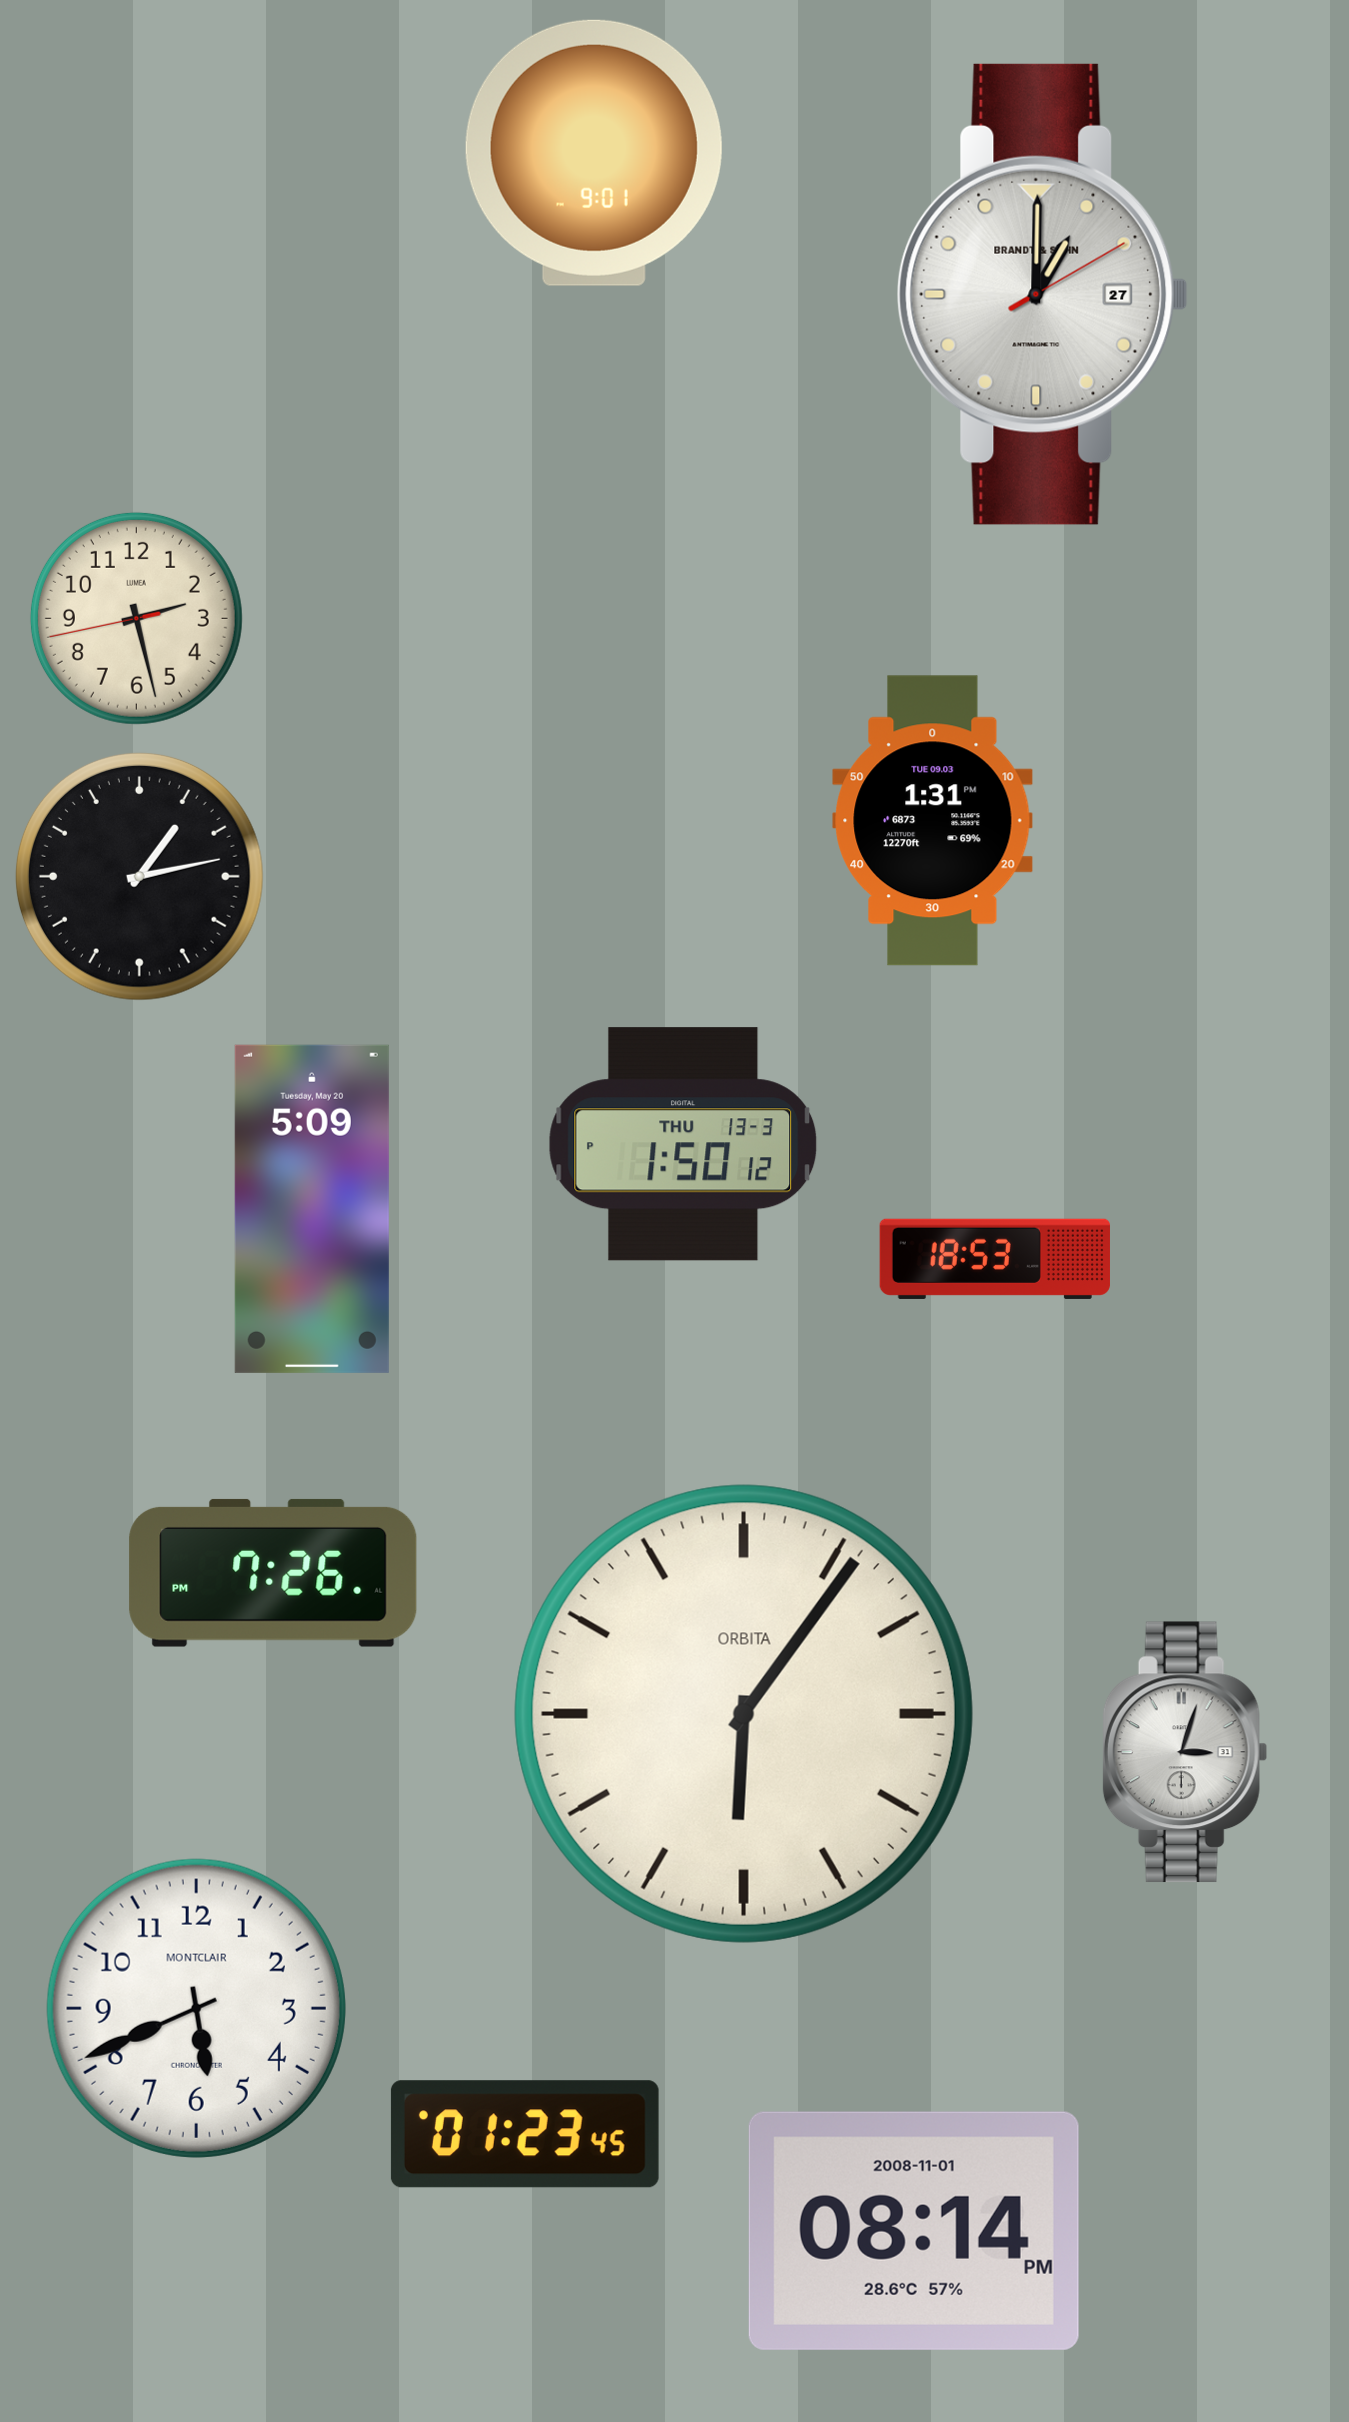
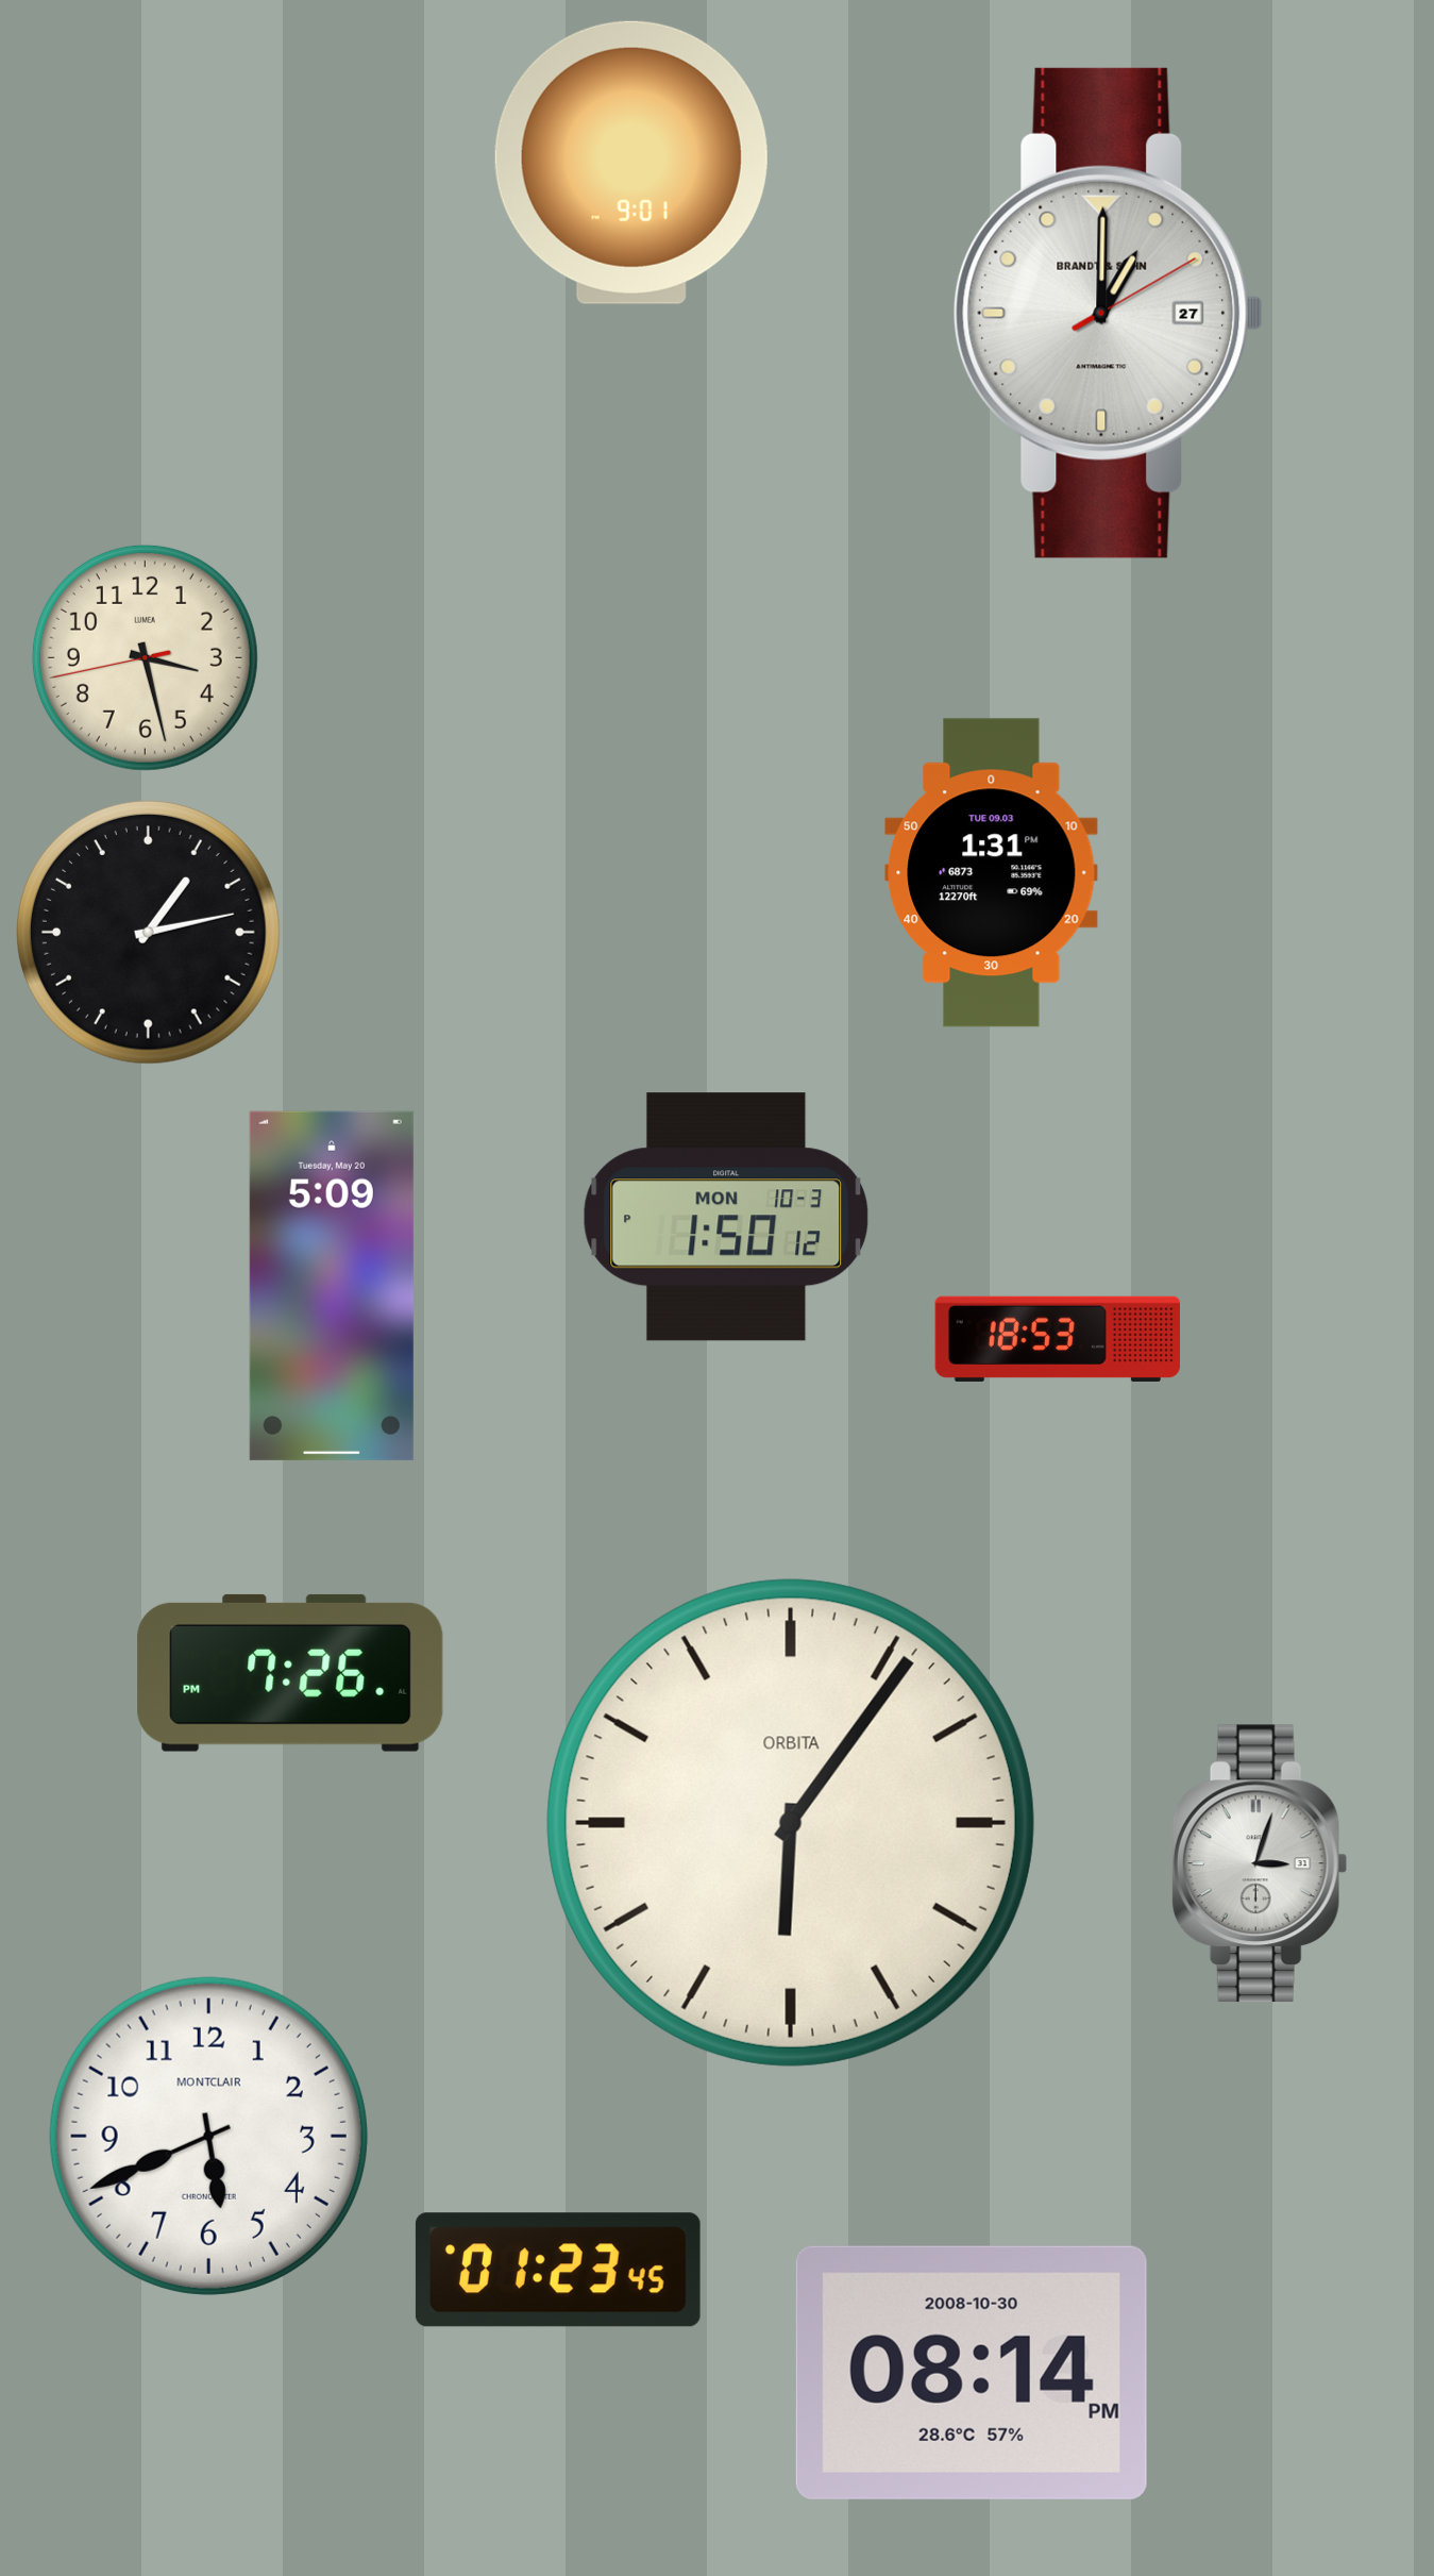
clock at (136, 618): 2:27 -> 3:27
clock at (683, 1144) date: THU 13-3 -> MON 10-3
clock at (914, 2231) date: 2008-11-01 -> 2008-10-30
